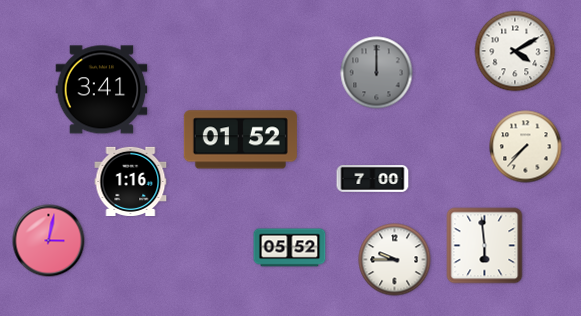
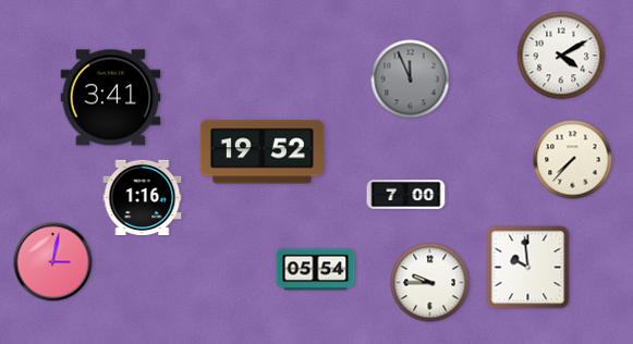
clock at (377, 73): 12:00 -> 11:56
clock at (240, 140): 01:52 -> 19:52
clock at (485, 246): 5:59 -> 9:59
clock at (290, 248): 05:52 -> 05:54
